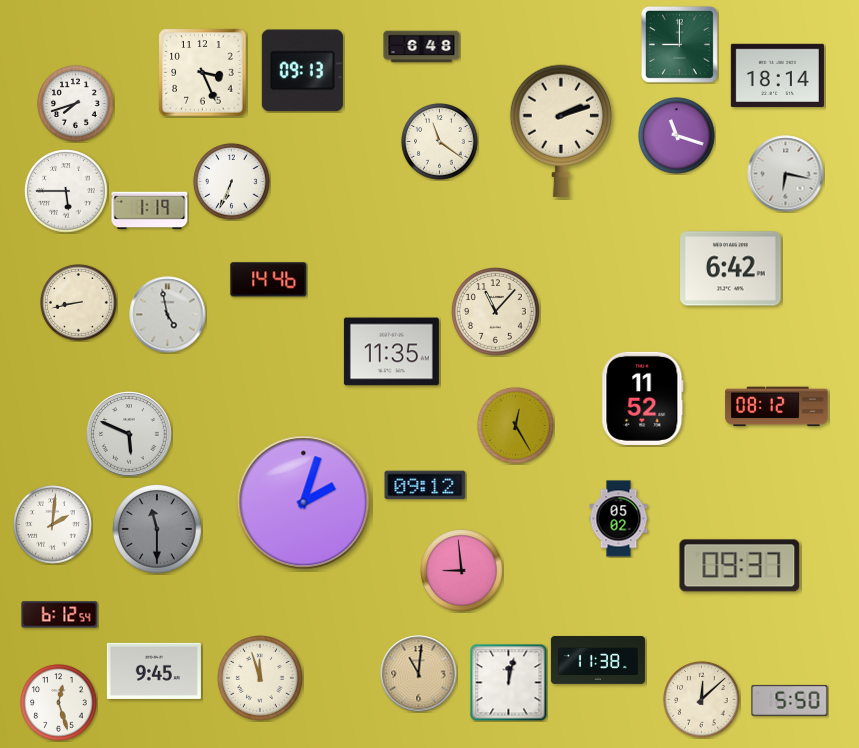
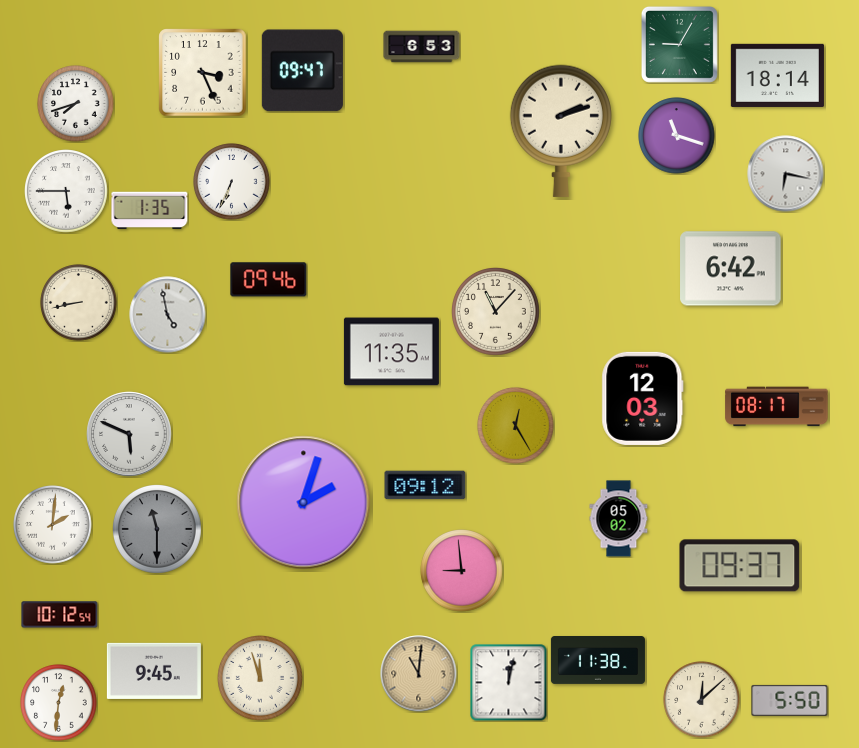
clock at (679, 44): 9:00 -> 9:05
clock at (422, 47): 6:48 -> 6:53
clock at (302, 71): 09:13 -> 09:47
clock at (440, 142): 11:21 -> none
clock at (150, 211): 1:19 -> 1:35
clock at (269, 280): 14:46 -> 09:46
clock at (643, 398): 11:52 -> 12:03
clock at (777, 407): 08:12 -> 08:17
clock at (60, 615): 6:12 -> 10:12
clock at (59, 703): 12:27 -> 12:31
